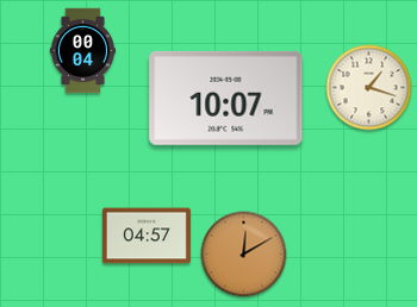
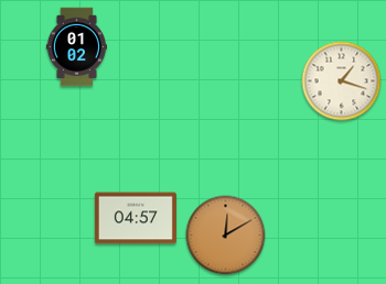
clock at (82, 51): 00:04 -> 01:02
clock at (226, 98): 10:07 -> none
